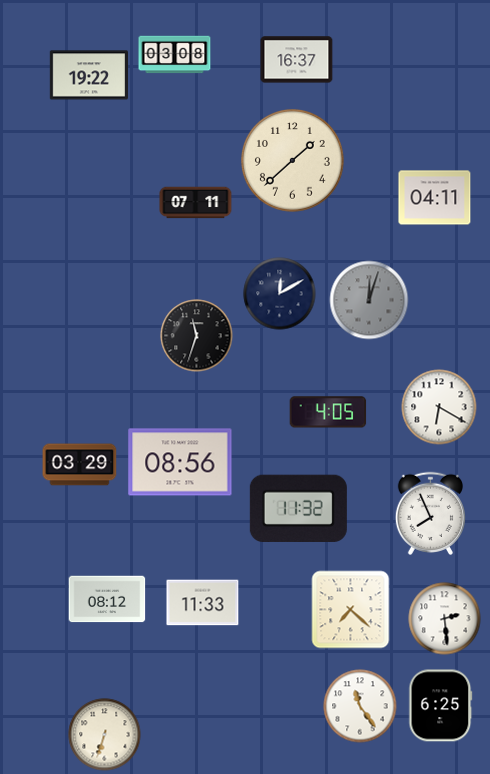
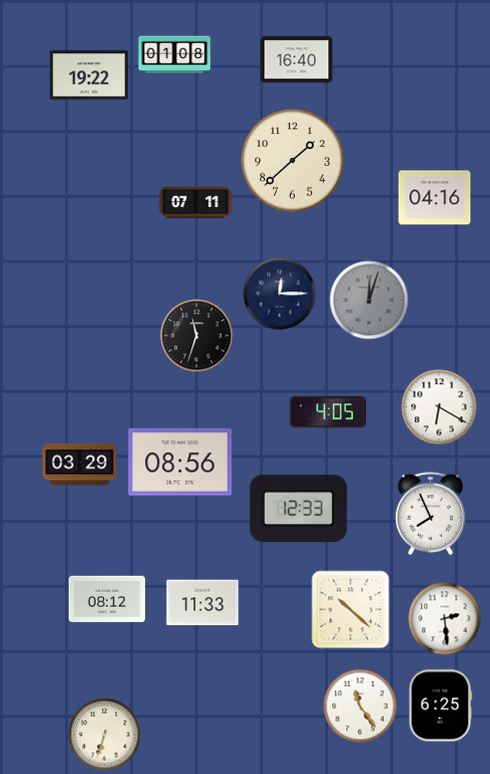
clock at (175, 55): 03:08 -> 01:08
clock at (297, 60): 16:37 -> 16:40
clock at (435, 198): 04:11 -> 04:16
clock at (280, 294): 12:10 -> 12:15
clock at (298, 508): 11:32 -> 12:33
clock at (351, 610): 7:22 -> 10:22
